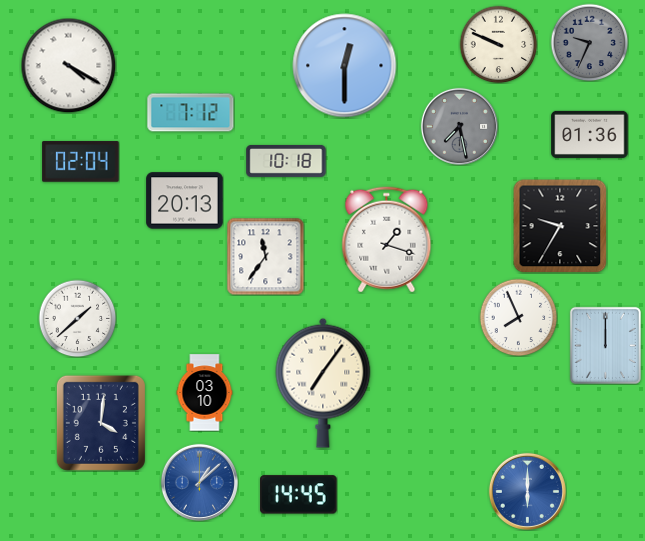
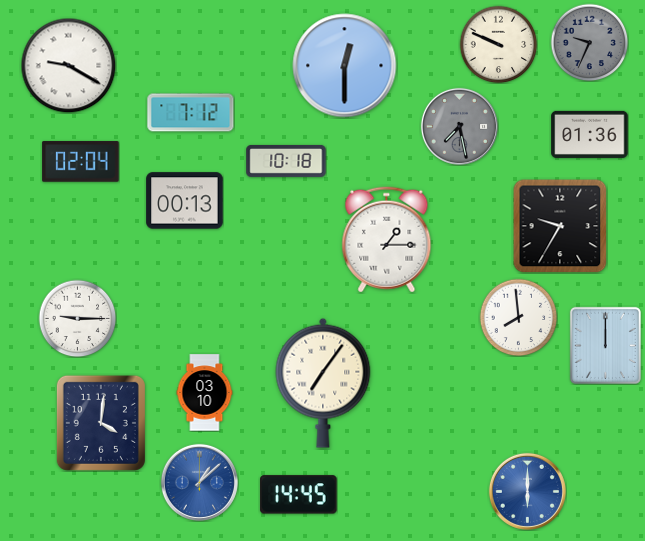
clock at (68, 65): 4:20 -> 9:20
clock at (185, 201): 20:13 -> 00:13
clock at (387, 240): 1:18 -> 1:15
clock at (265, 256): 11:36 -> none
clock at (518, 317): 7:56 -> 7:59
clock at (77, 318): 1:38 -> 9:15
